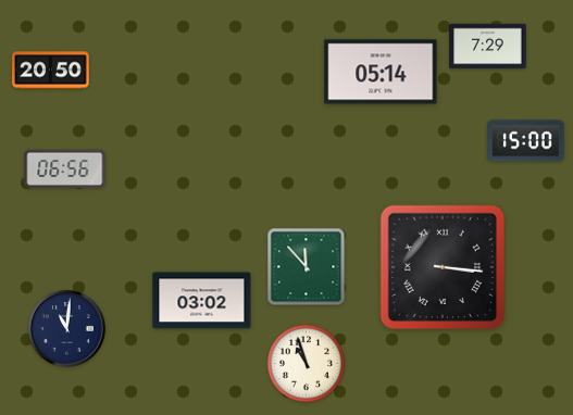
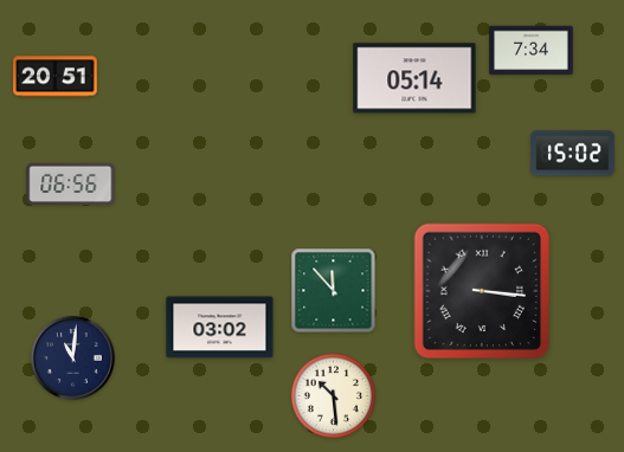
clock at (488, 47): 7:29 -> 7:34
clock at (51, 71): 20:50 -> 20:51
clock at (526, 141): 15:00 -> 15:02
clock at (306, 363): 10:57 -> 10:29
